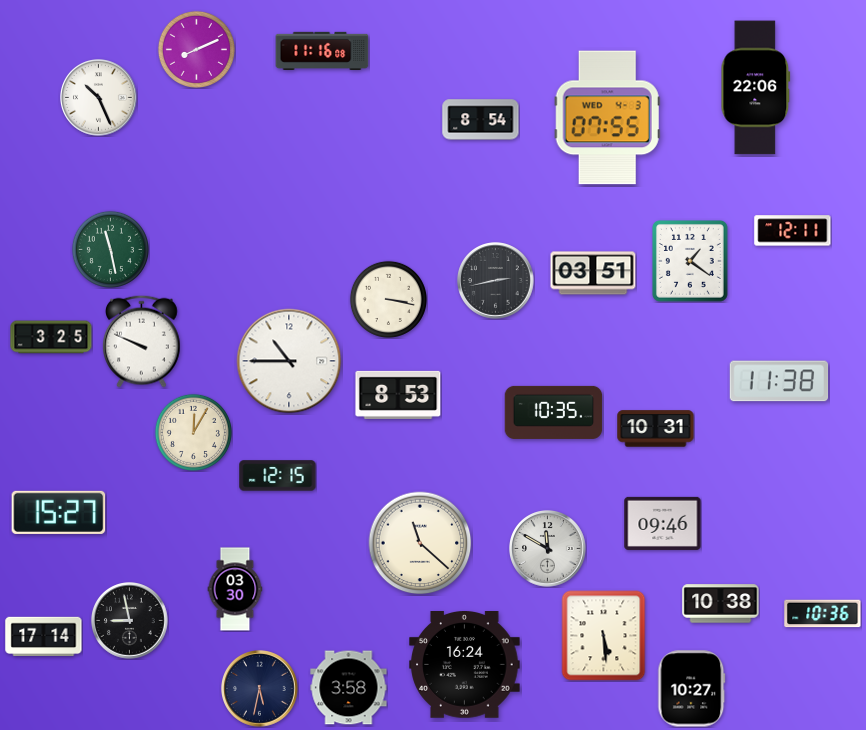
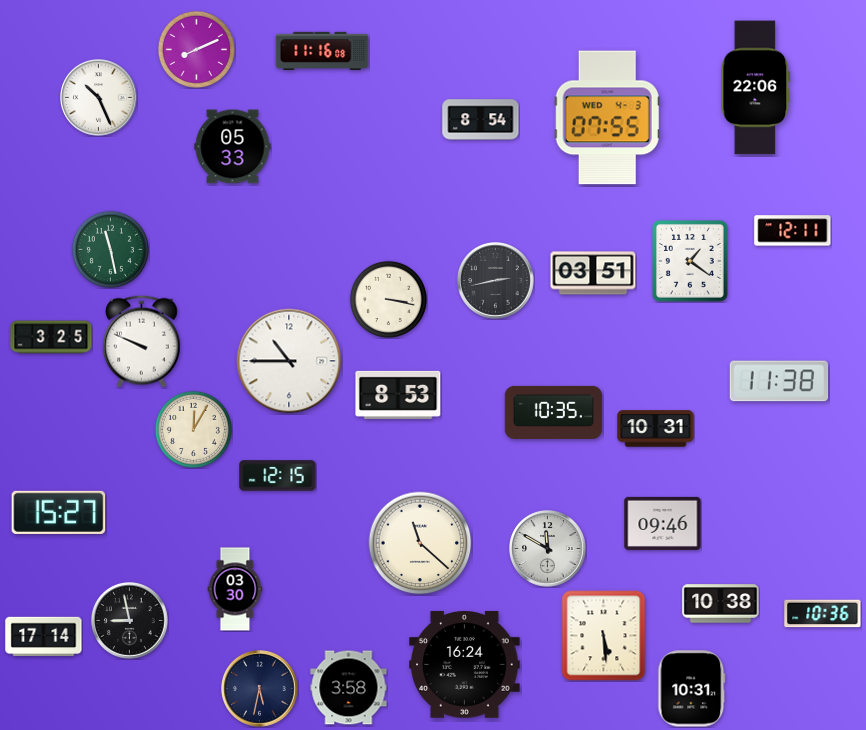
clock at (233, 147): none -> 05:33
clock at (193, 432) position: (193, 432) -> (193, 429)
clock at (692, 689): 10:27 -> 10:31
